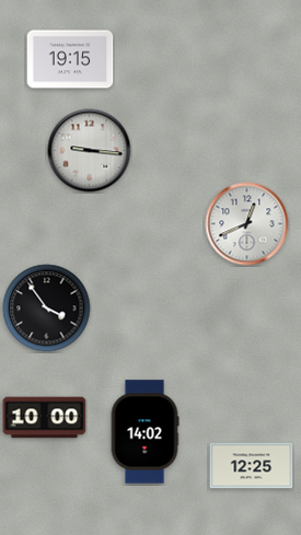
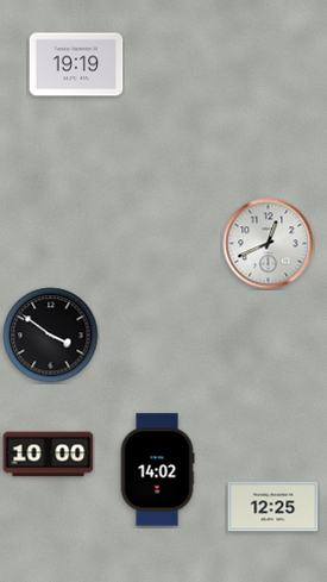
clock at (70, 59): 19:15 -> 19:19
clock at (90, 151): 9:16 -> none
clock at (47, 309): 3:54 -> 3:51
